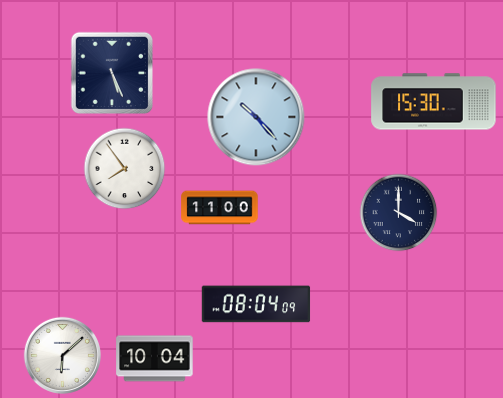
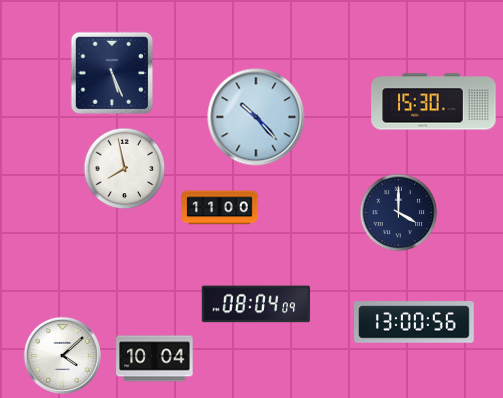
clock at (124, 168): 7:54 -> 7:58
clock at (414, 322): none -> 13:00
clock at (62, 355): 6:08 -> 4:08
